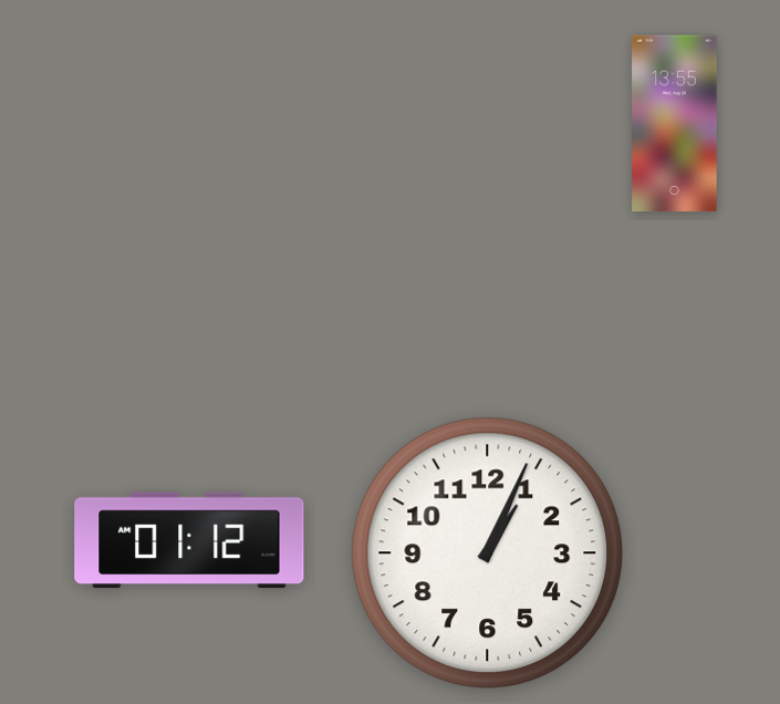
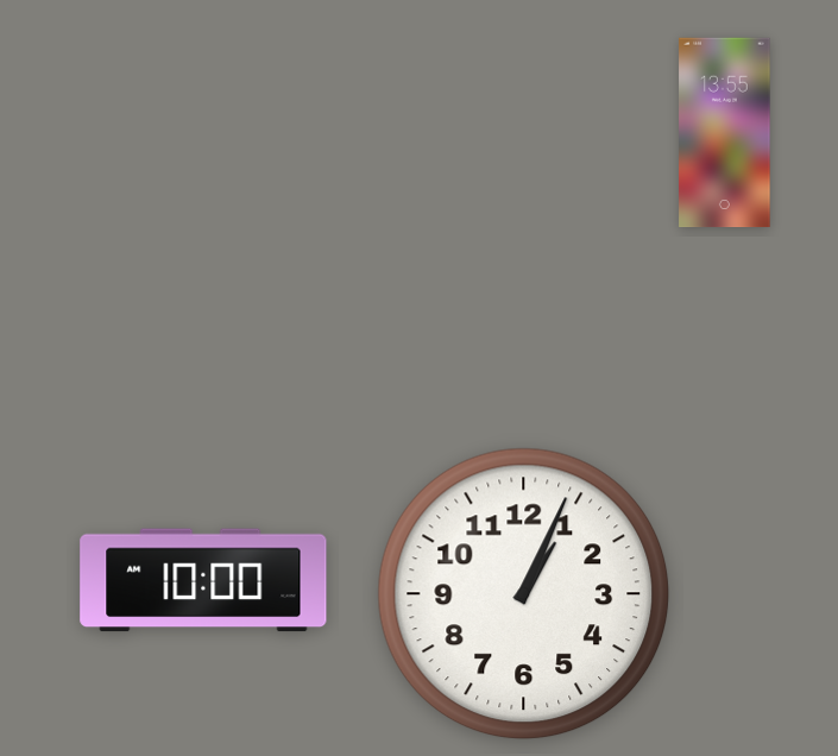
clock at (189, 540): 01:12 -> 10:00
